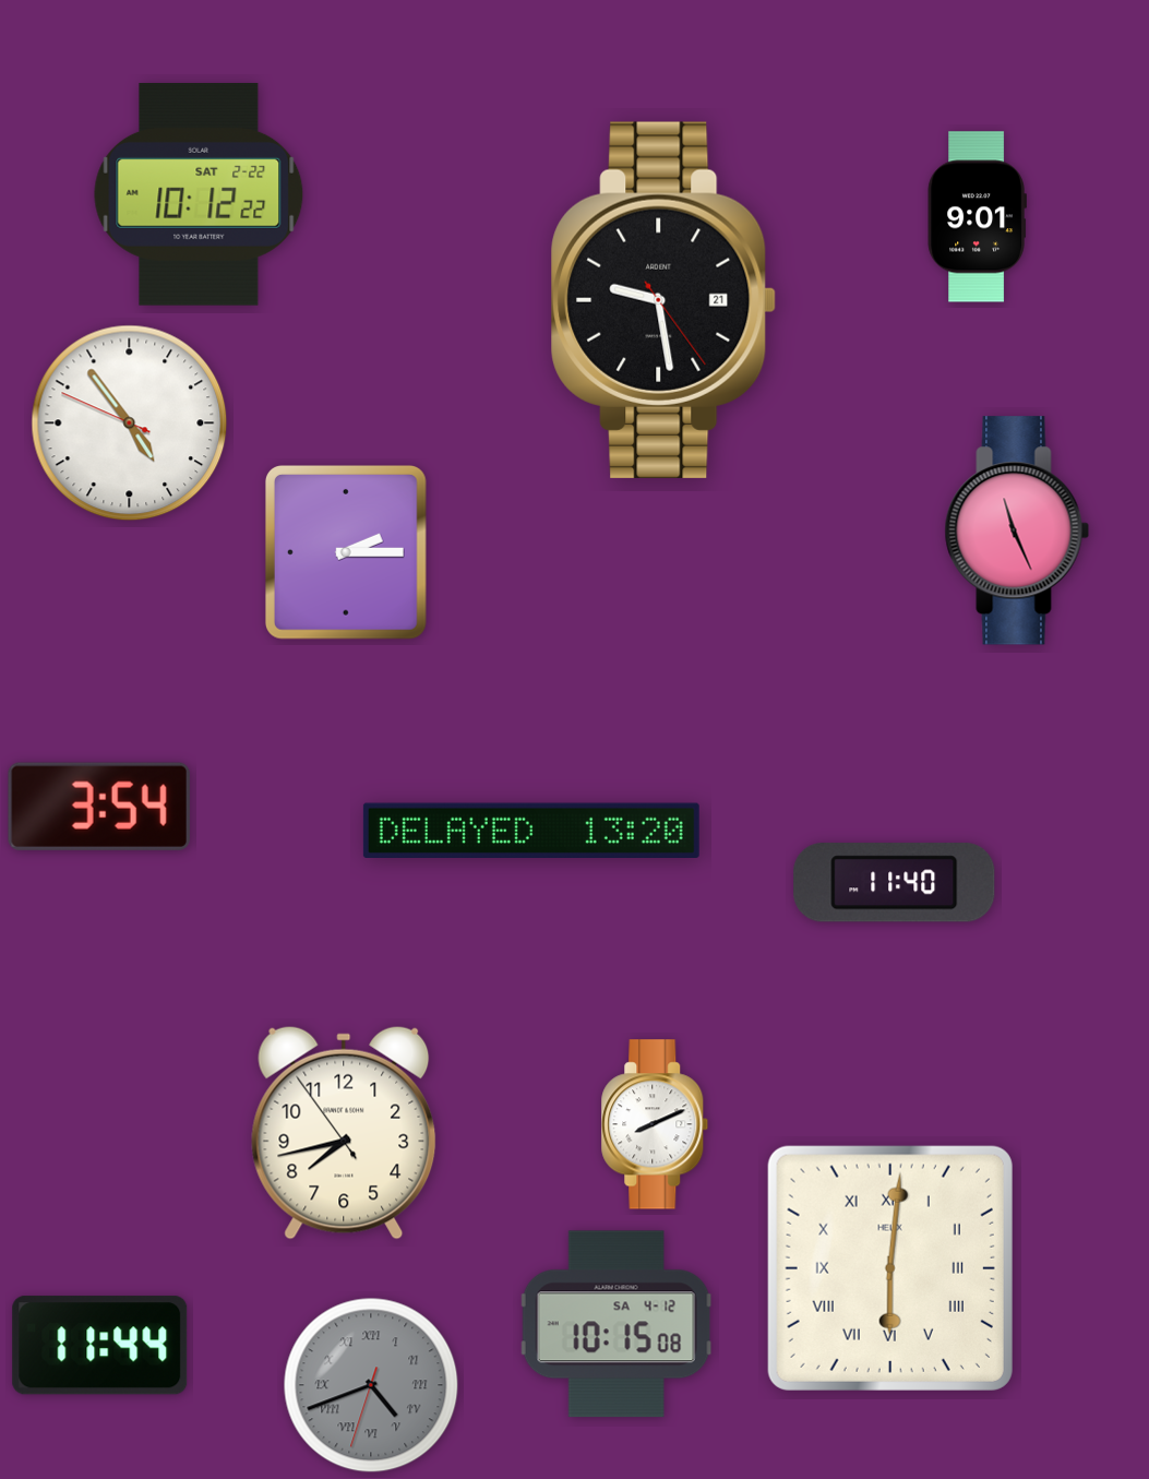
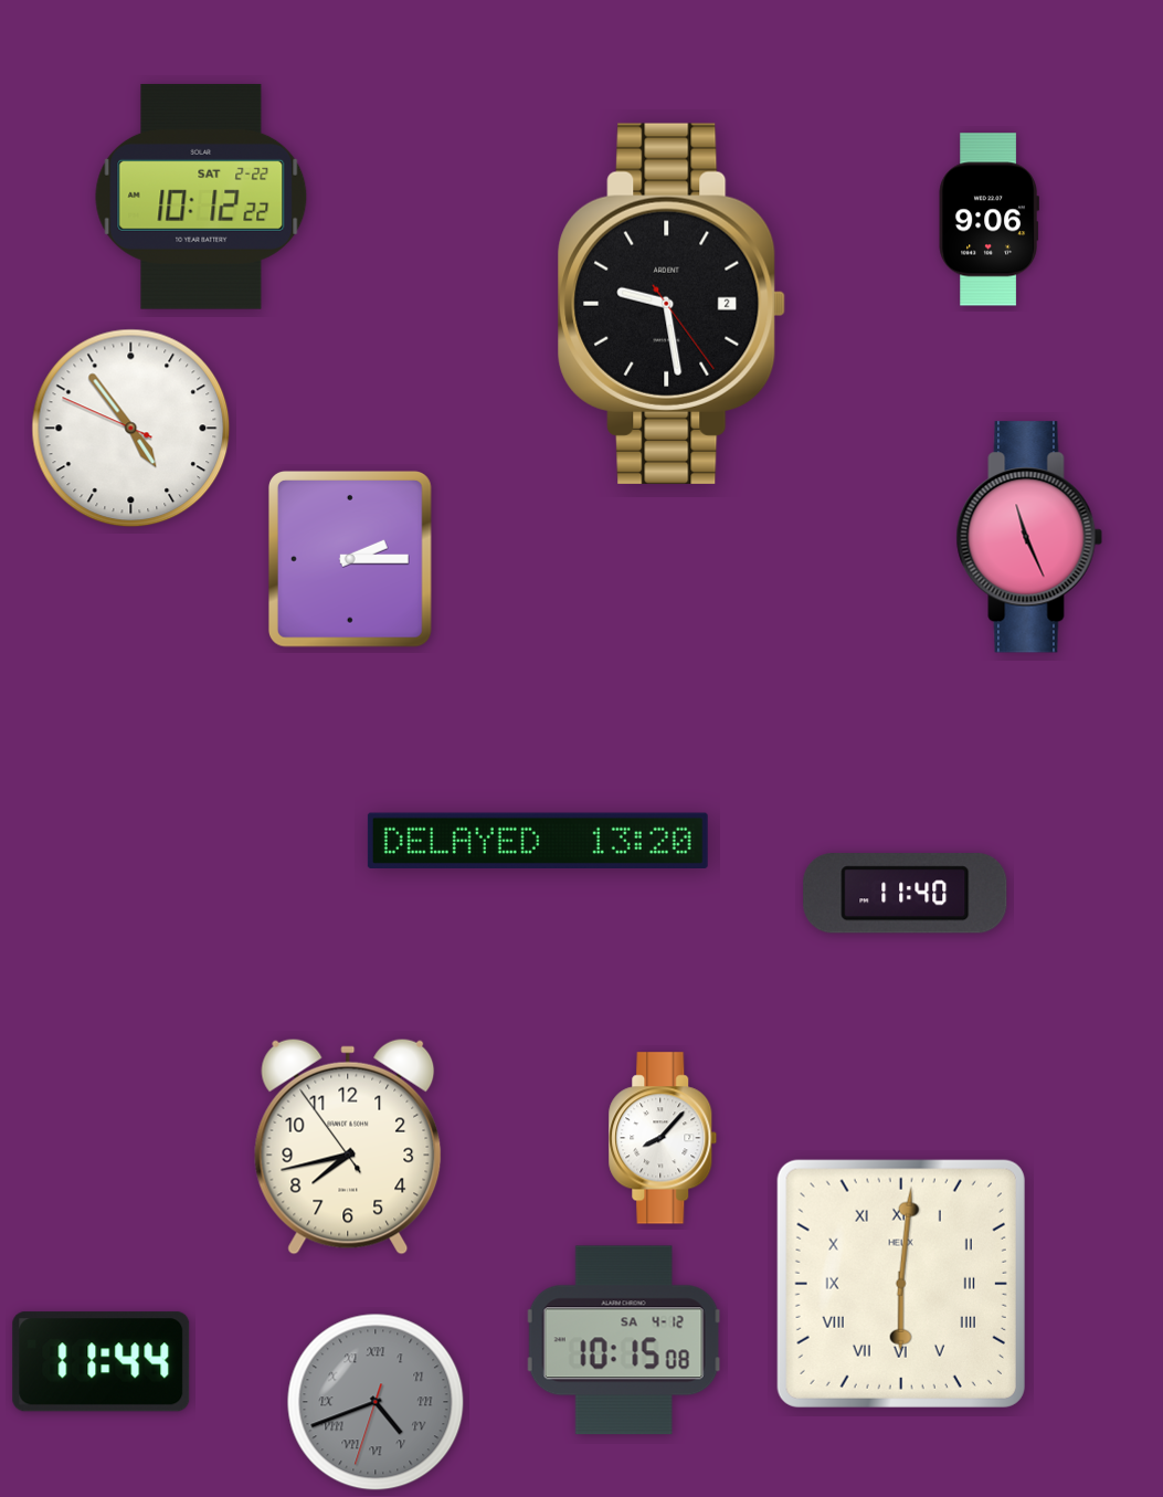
clock at (977, 217): 9:01 -> 9:06
clock at (663, 300) date: 21 -> 2
clock at (99, 807): 3:54 -> none
clock at (655, 1124): 8:11 -> 8:07
